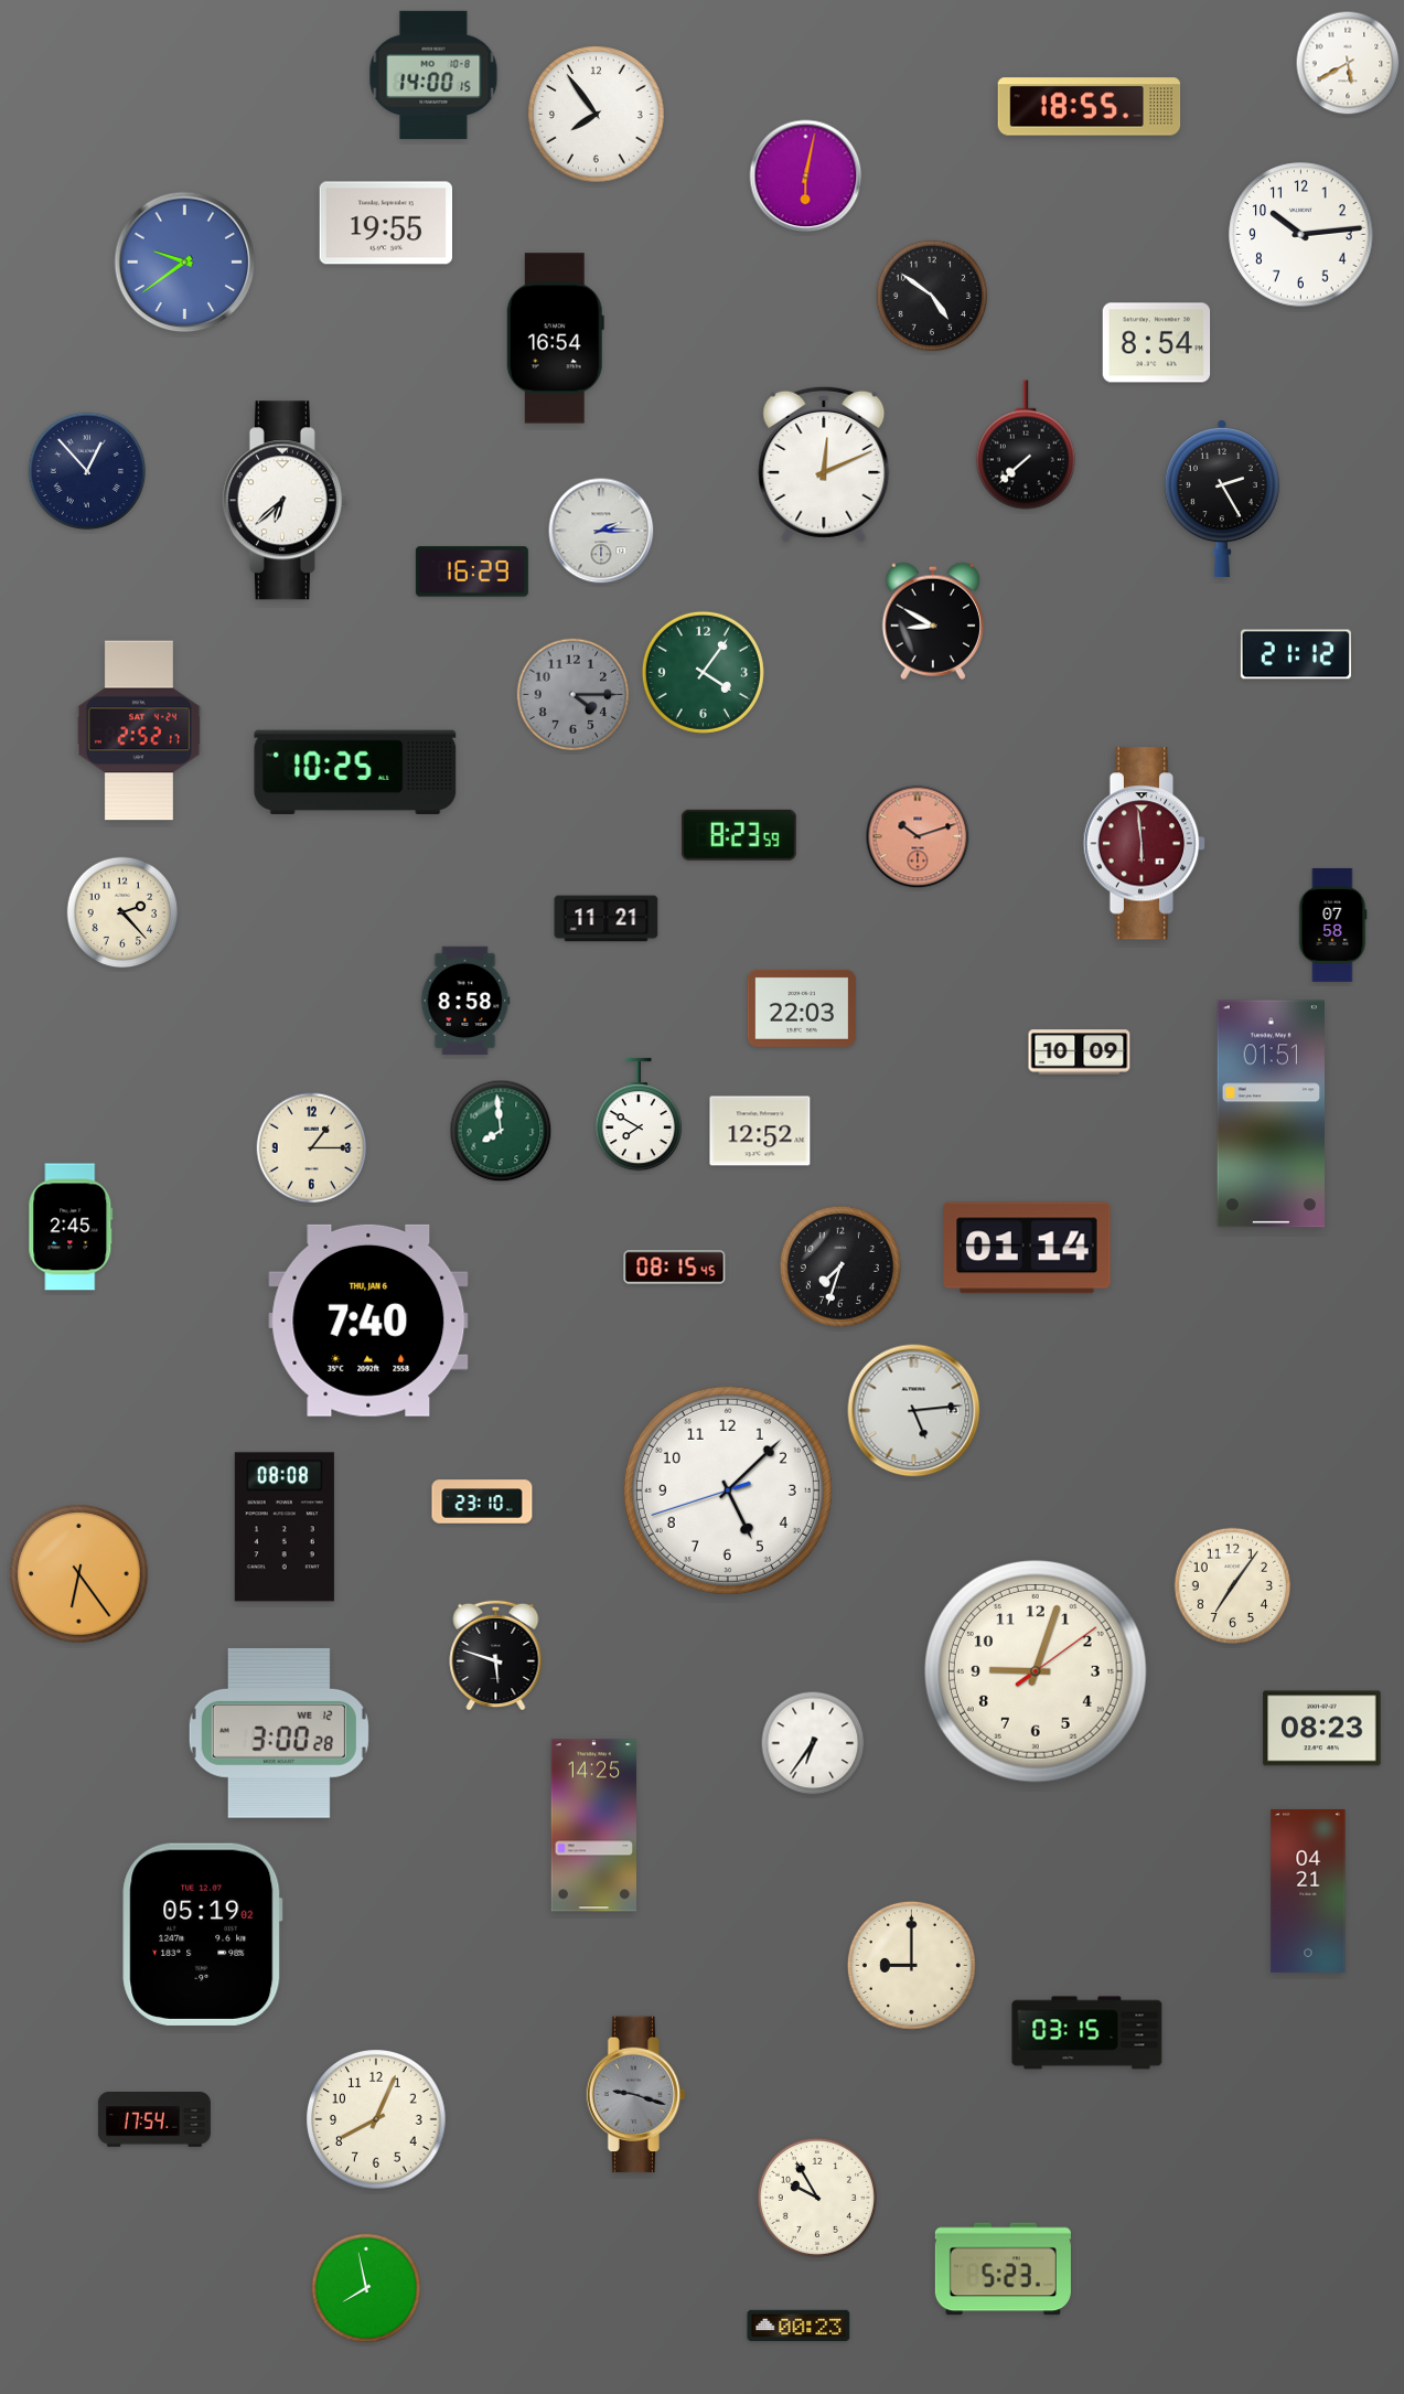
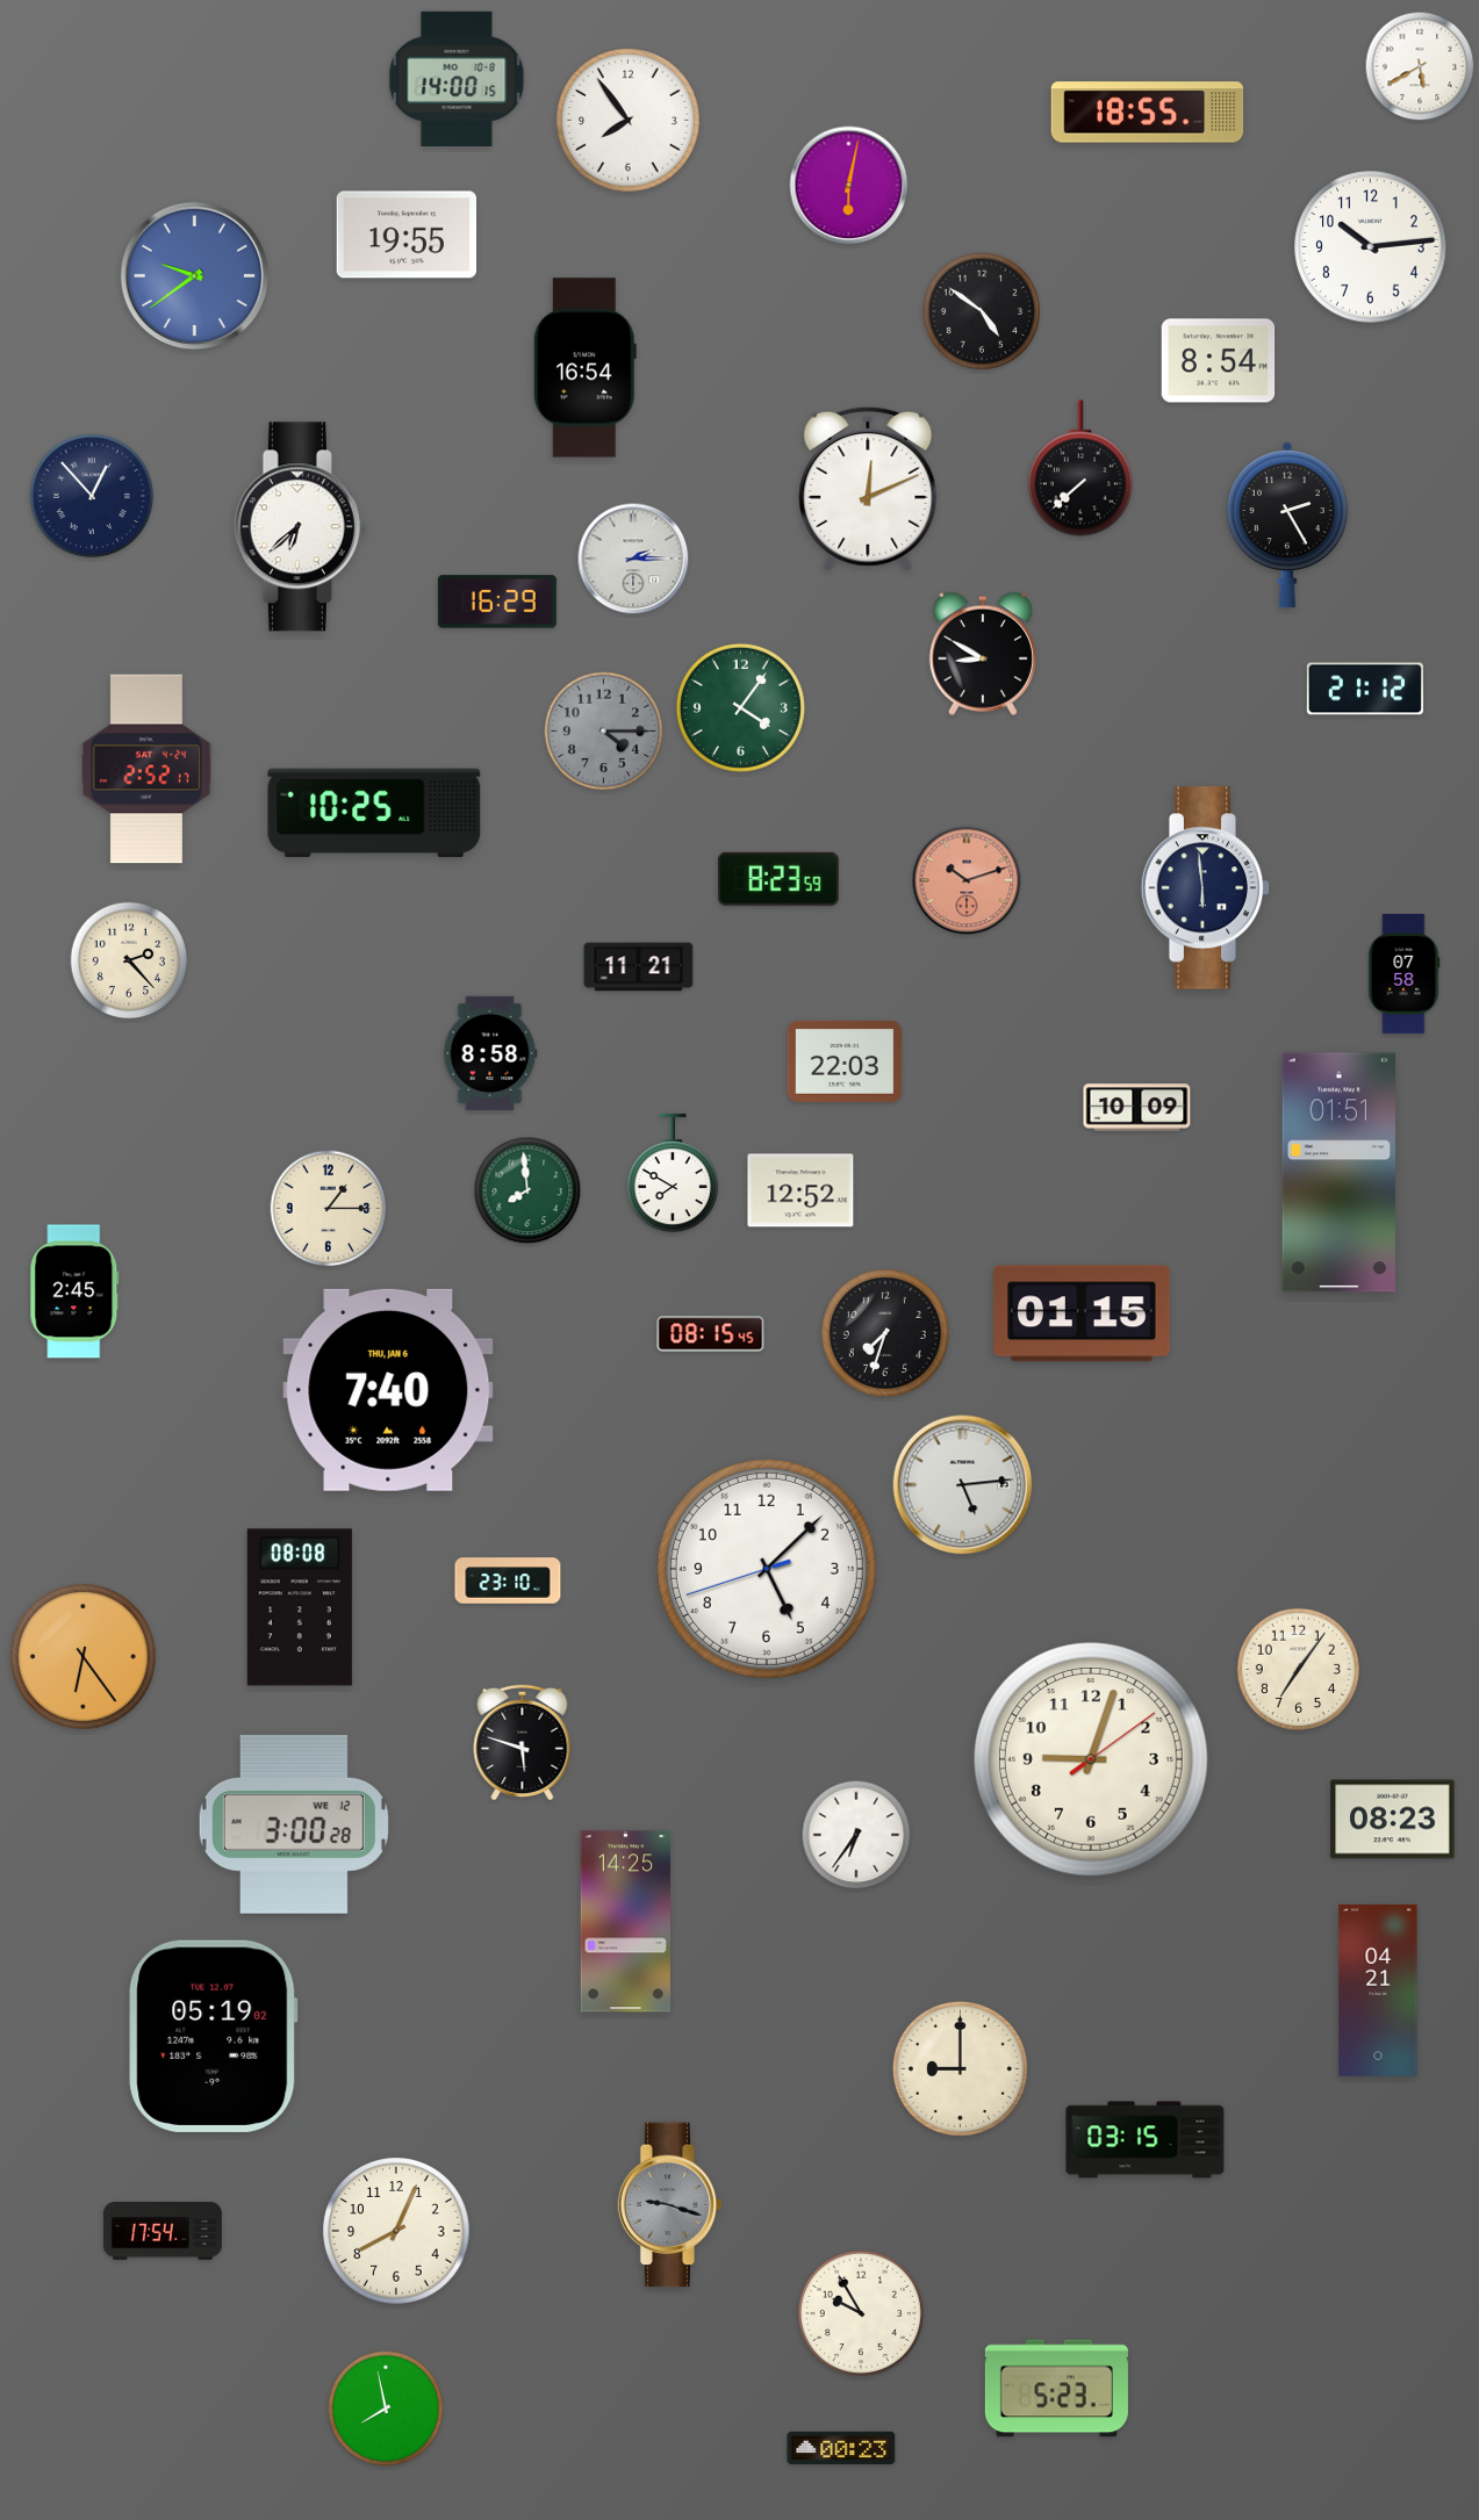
clock at (555, 339) position: (555, 339) -> (584, 368)
clock at (1145, 844) dial: burgundy -> navy
clock at (1027, 1248): 01:14 -> 01:15
